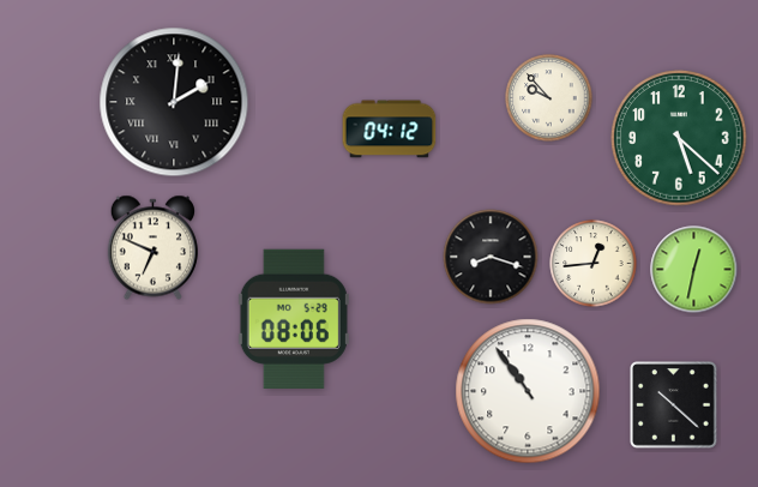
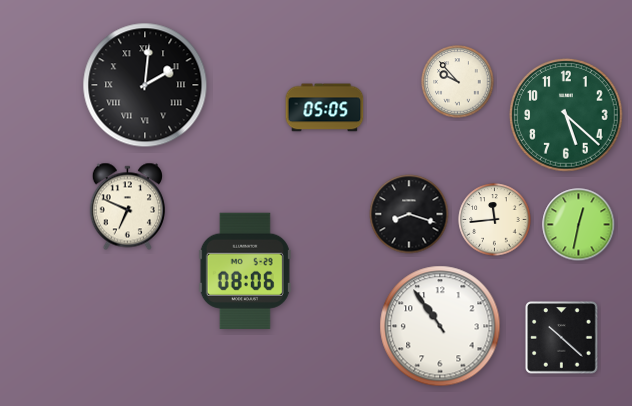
clock at (390, 130): 04:12 -> 05:05
clock at (594, 264): 12:44 -> 11:44
clock at (294, 319) position: (294, 319) -> (245, 271)
